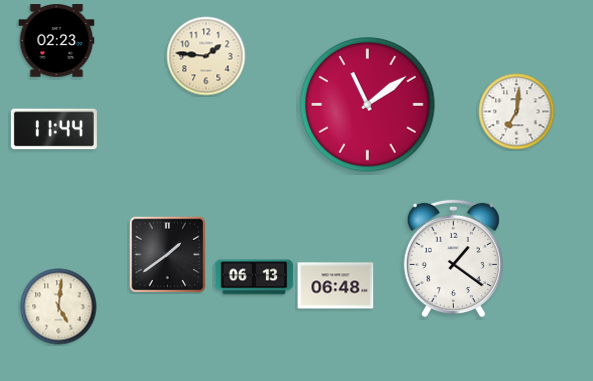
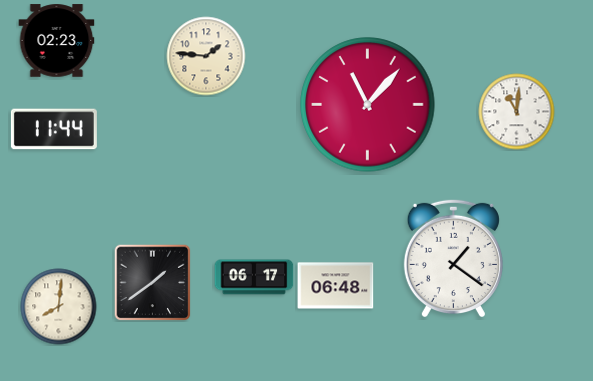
clock at (368, 105): 11:09 -> 11:07
clock at (517, 112): 7:01 -> 11:01
clock at (167, 254) position: (167, 254) -> (152, 282)
clock at (254, 277): 06:13 -> 06:17
clock at (59, 307): 5:01 -> 8:01
